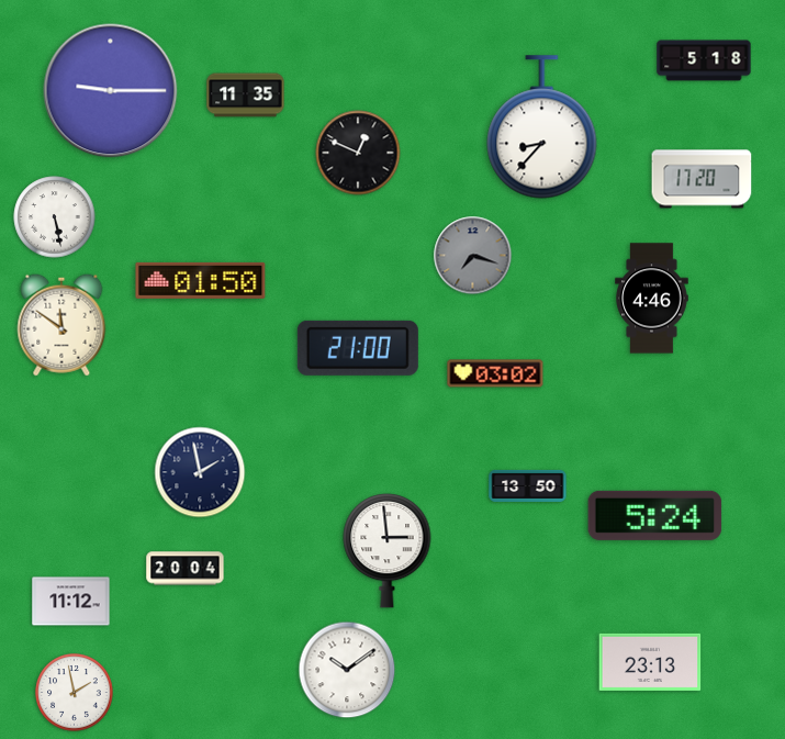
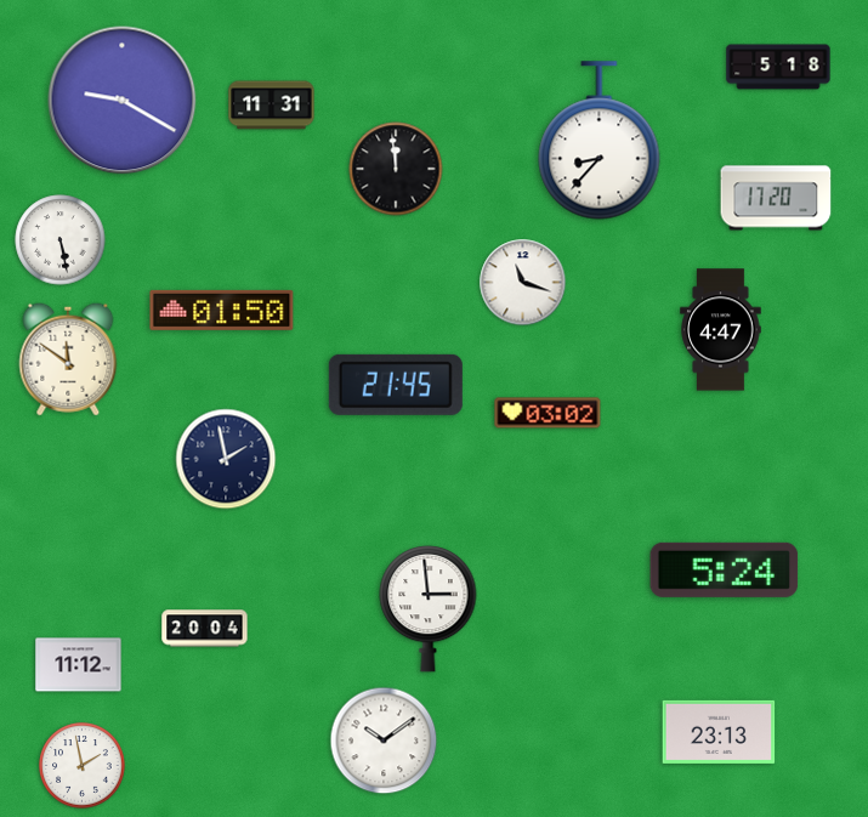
clock at (111, 91): 9:15 -> 9:20
clock at (246, 96): 11:35 -> 11:31
clock at (358, 153): 12:49 -> 11:59
clock at (473, 256): 7:18 -> 11:18
clock at (473, 256) dial: grey -> white
clock at (652, 299): 4:46 -> 4:47
clock at (358, 348): 21:00 -> 21:45
clock at (200, 472) position: (200, 472) -> (226, 459)
clock at (528, 485): 13:50 -> none
